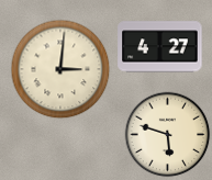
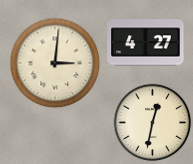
clock at (167, 134): 5:48 -> 12:32
